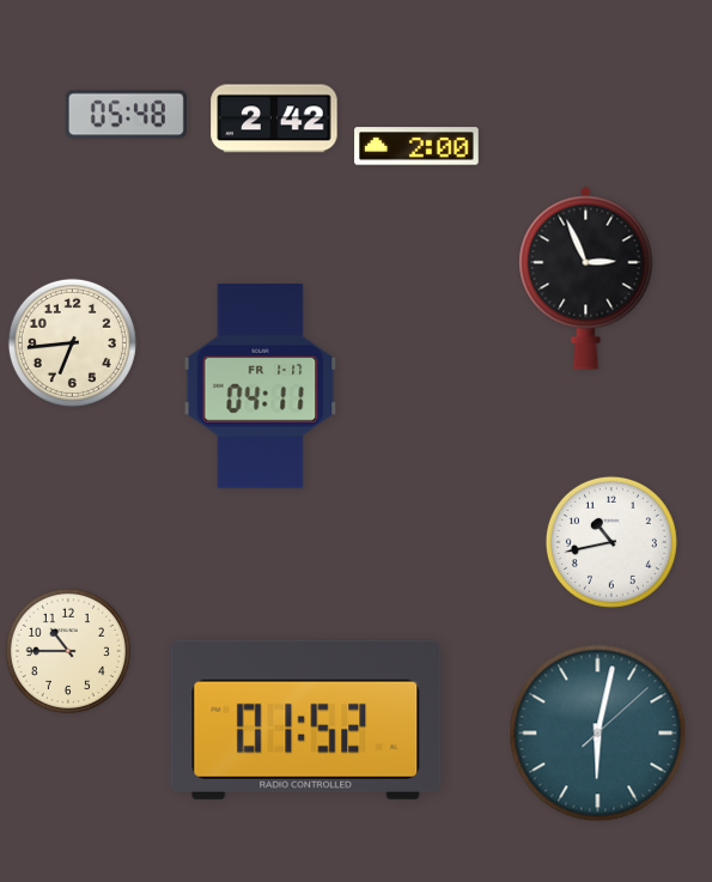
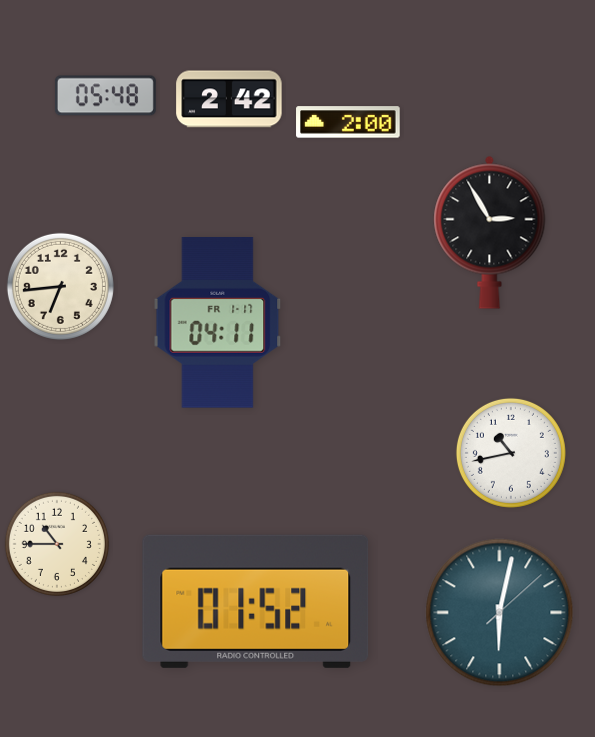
clock at (586, 278): 2:56 -> 2:55
